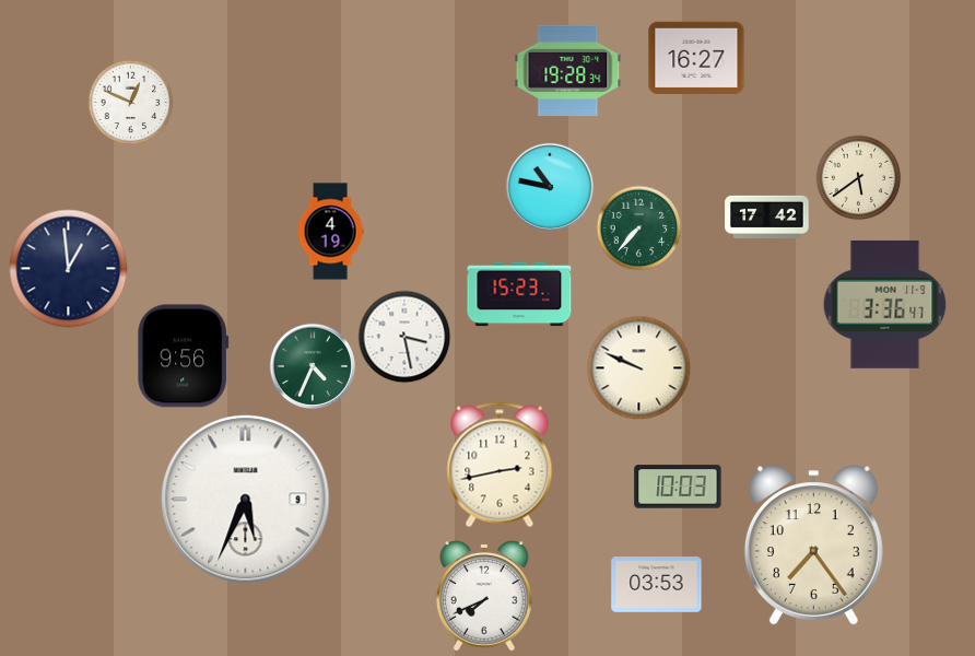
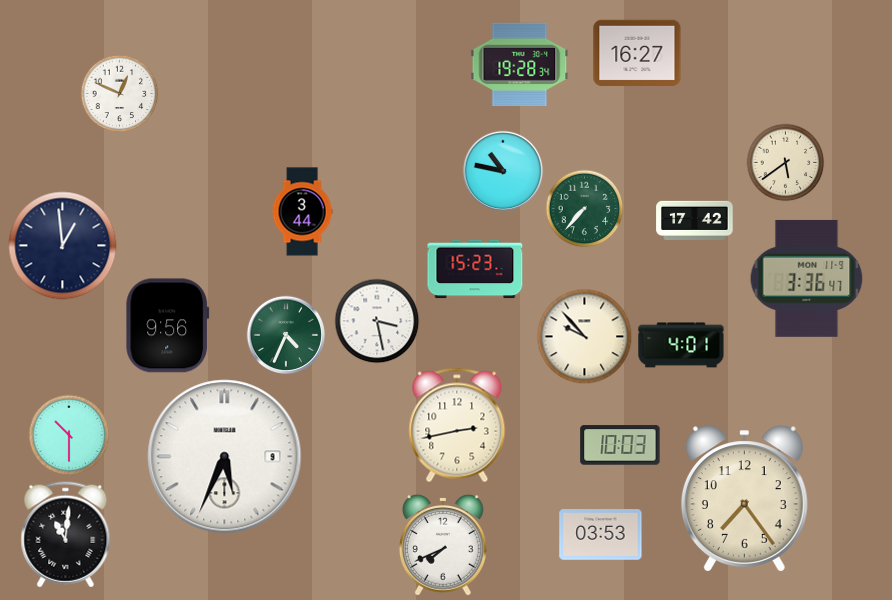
clock at (767, 216) position: (767, 216) -> (695, 220)
clock at (330, 232): 4:19 -> 3:44
clock at (885, 304) position: (885, 304) -> (807, 278)
clock at (404, 337) position: (404, 337) -> (377, 321)
clock at (638, 367): 9:49 -> 9:53
clock at (681, 345): none -> 4:01
clock at (69, 435): none -> 10:30
clock at (66, 535): none -> 11:01
